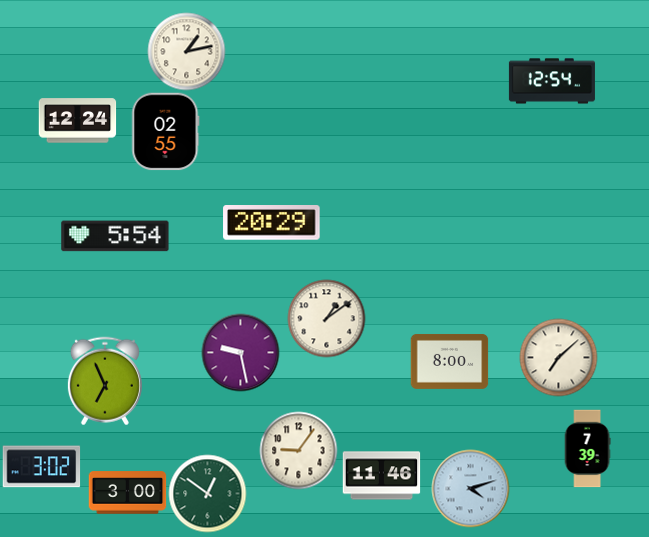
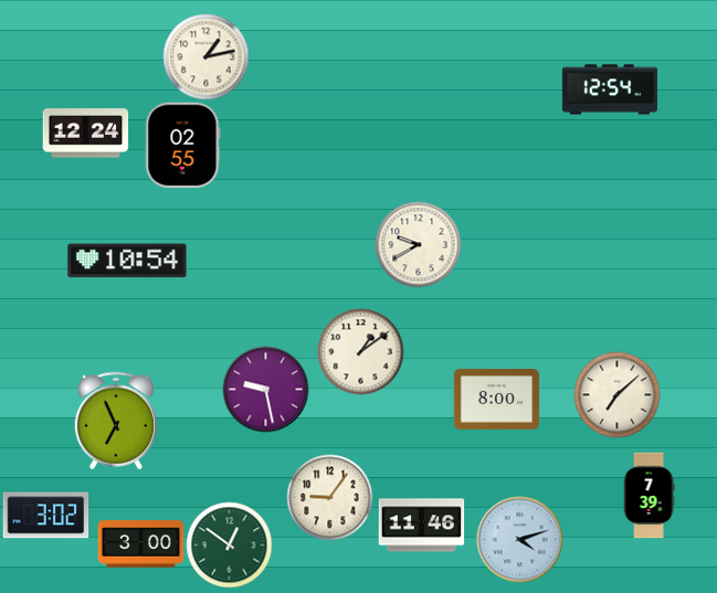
clock at (418, 244): none -> 9:40
clock at (272, 223): 20:29 -> none
clock at (115, 236): 5:54 -> 10:54
